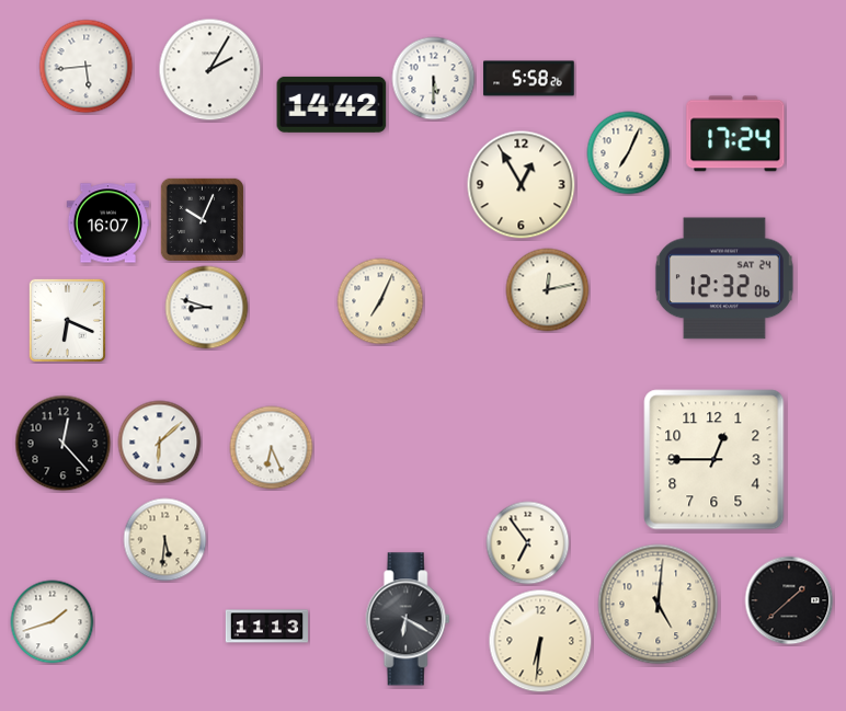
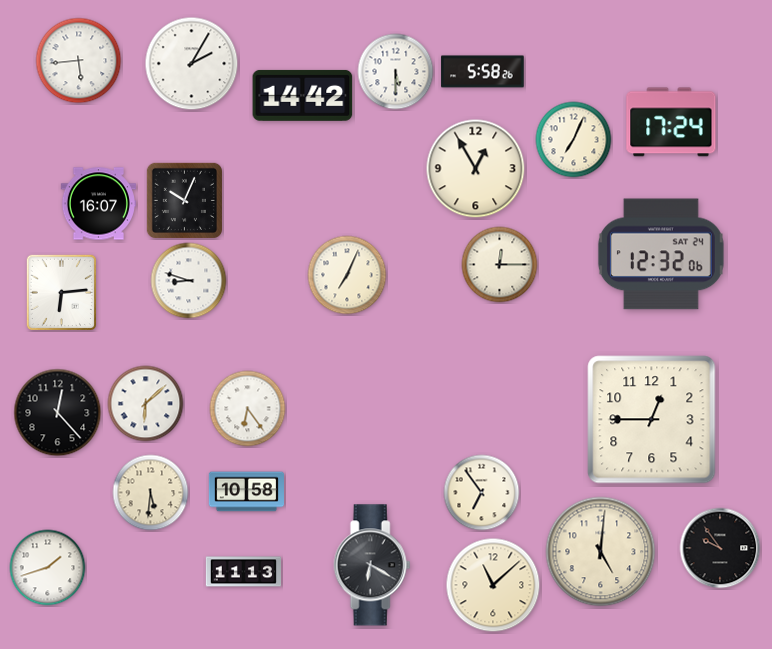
clock at (548, 290): 12:13 -> 12:15
clock at (67, 320): 6:19 -> 6:14
clock at (64, 444) position: (64, 444) -> (58, 413)
clock at (272, 448): 6:26 -> 6:24
clock at (246, 492): none -> 10:58
clock at (528, 543) position: (528, 543) -> (482, 493)
clock at (789, 600): 1:38 -> 9:54
clock at (540, 641): 6:31 -> 11:08
